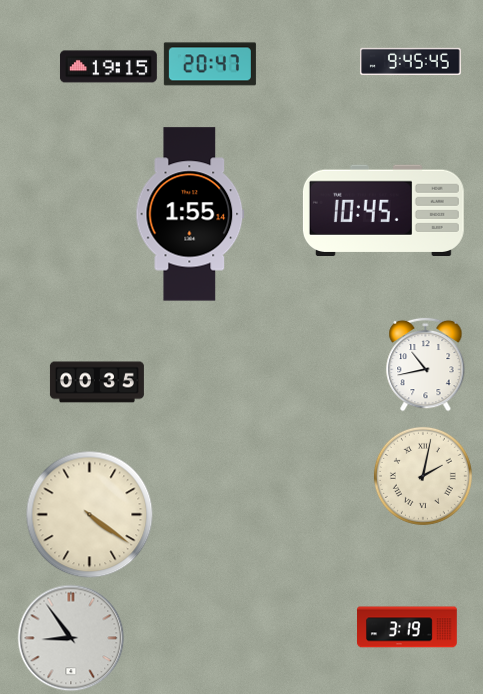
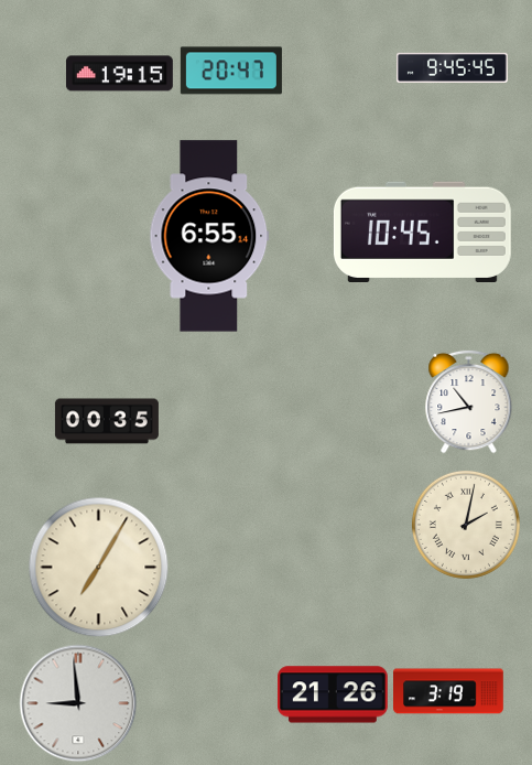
clock at (190, 214): 1:55 -> 6:55
clock at (89, 514): 4:21 -> 7:05
clock at (333, 694): none -> 21:26
clock at (71, 638): 8:54 -> 8:59
